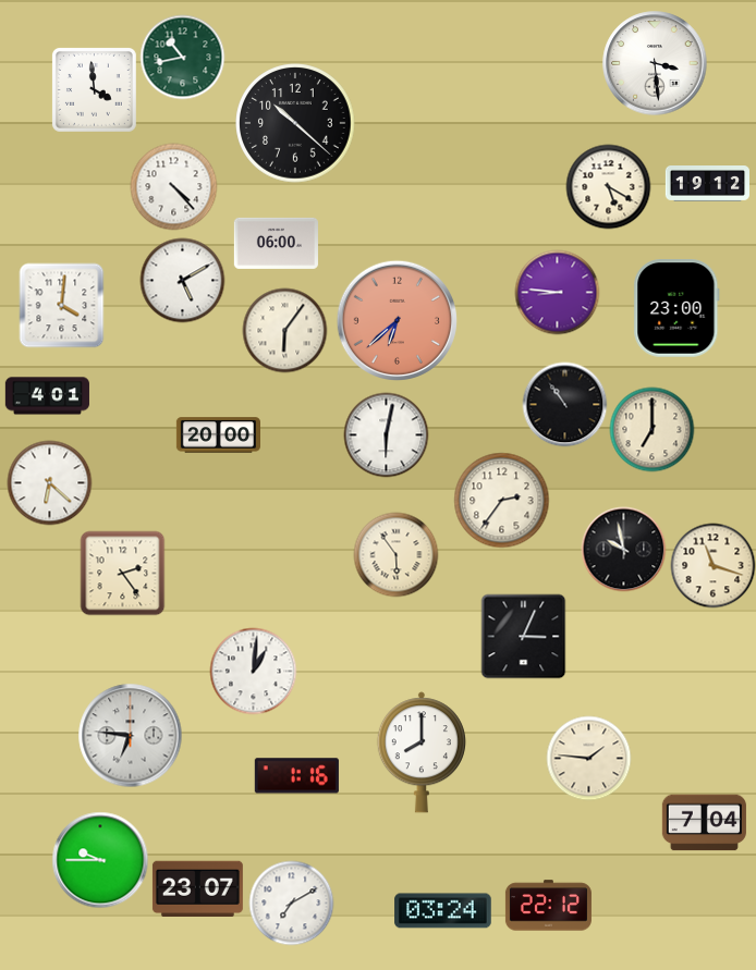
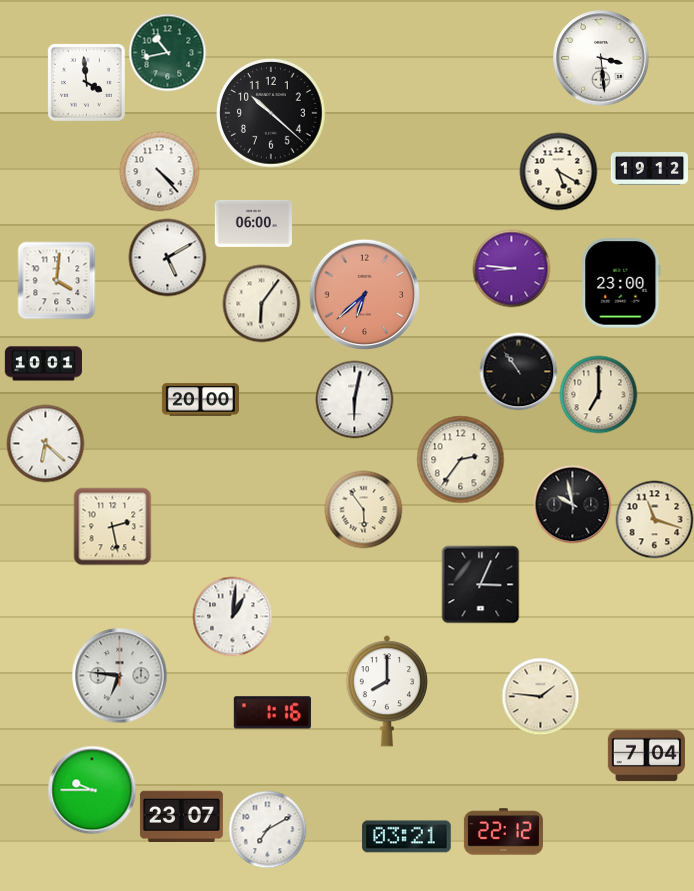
clock at (47, 396): 4:01 -> 10:01
clock at (122, 573): 2:24 -> 2:28
clock at (443, 911): 03:24 -> 03:21
